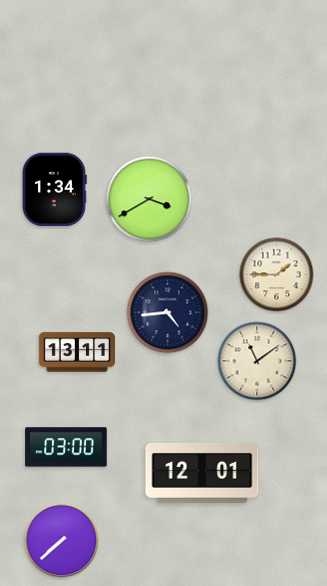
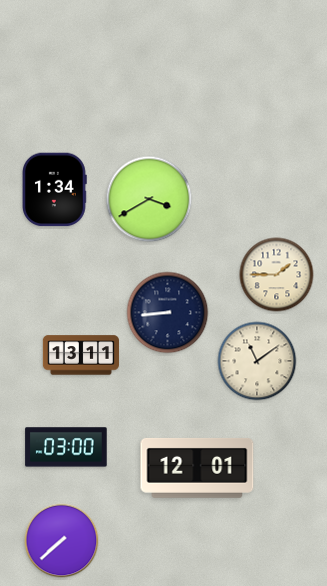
clock at (168, 313): 4:44 -> 8:44
clock at (77, 352) position: (77, 352) -> (81, 355)
clock at (202, 473) position: (202, 473) -> (197, 468)
